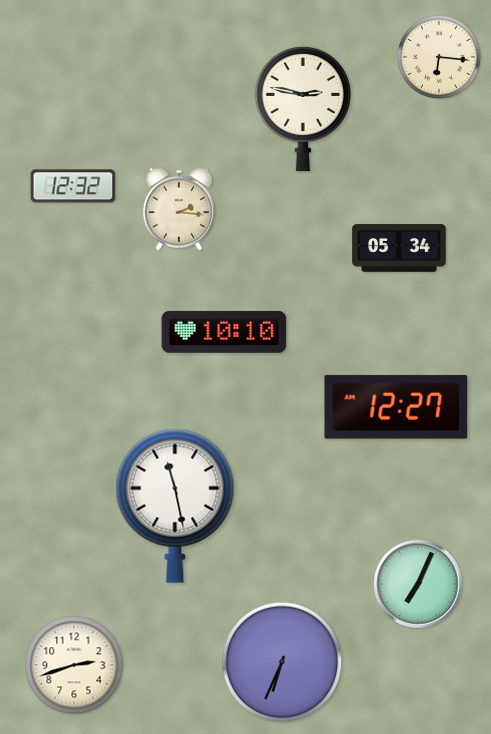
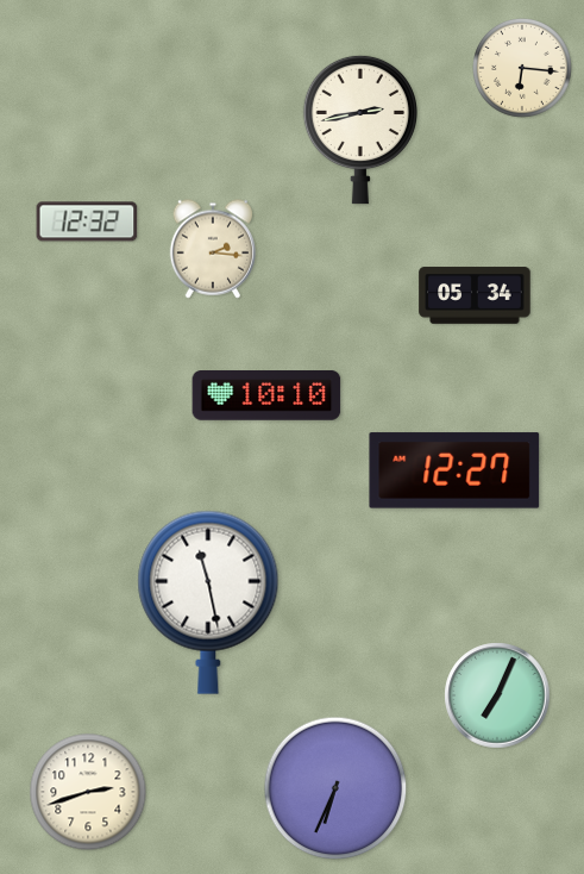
clock at (303, 109): 2:47 -> 2:43
clock at (396, 407) position: (396, 407) -> (454, 470)
